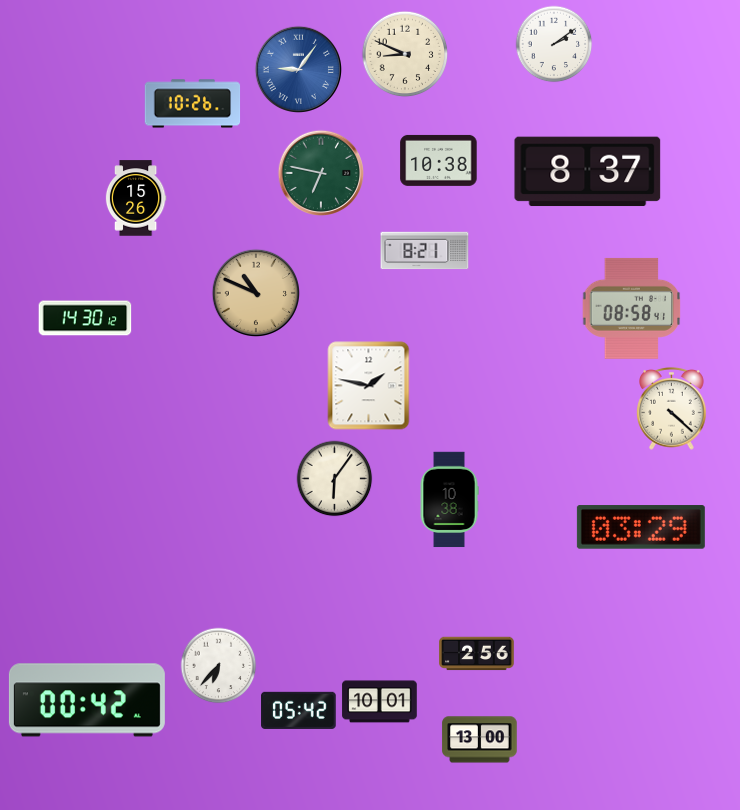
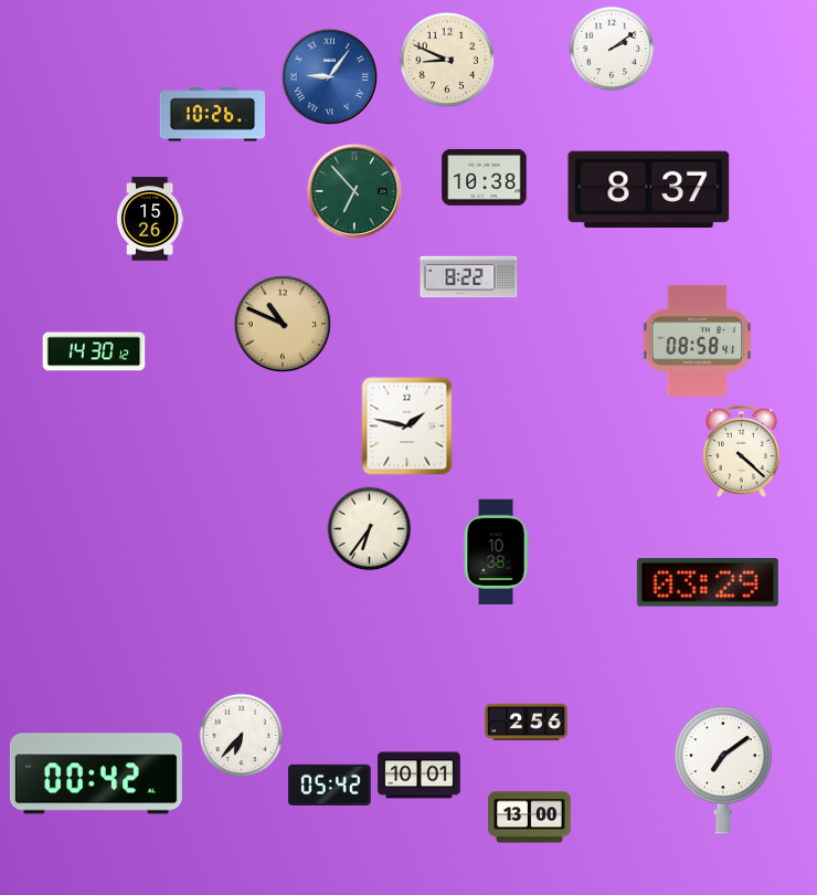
clock at (320, 172): 6:47 -> 6:53
clock at (425, 251): 8:21 -> 8:22
clock at (335, 479): 6:06 -> 6:36
clock at (723, 770): none -> 7:09
